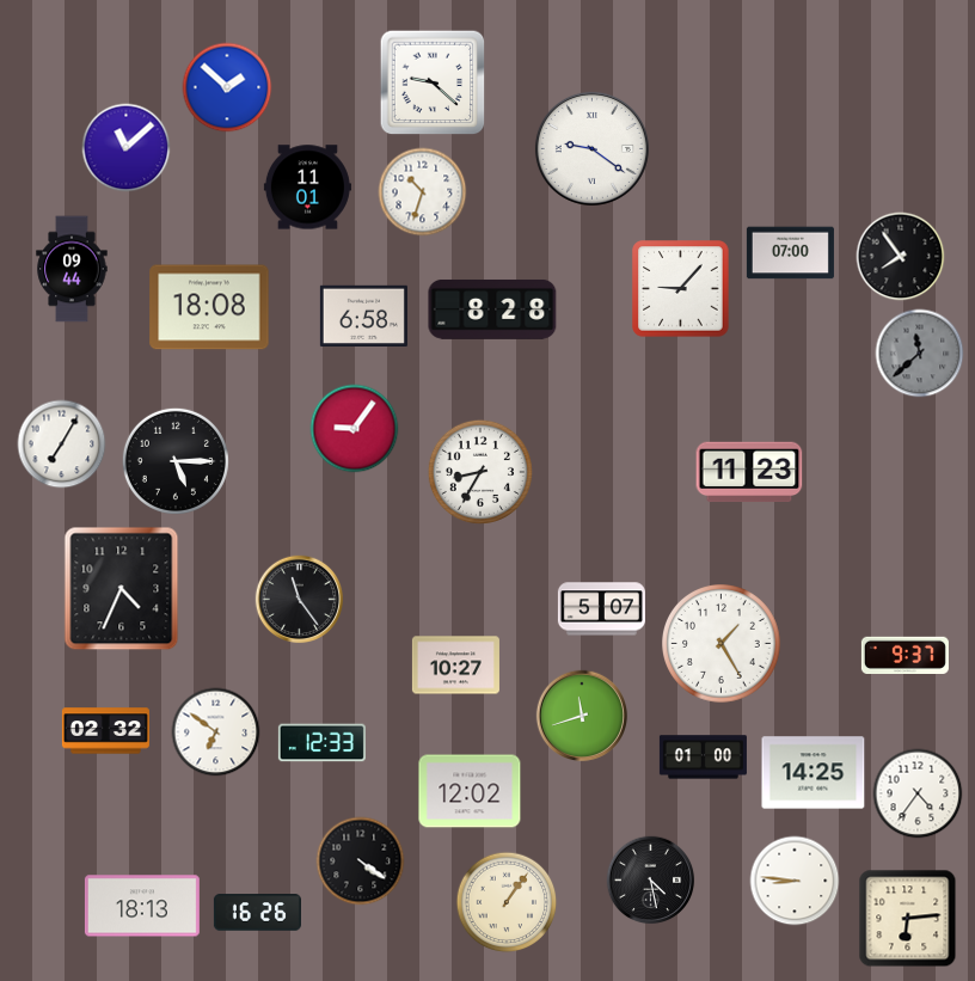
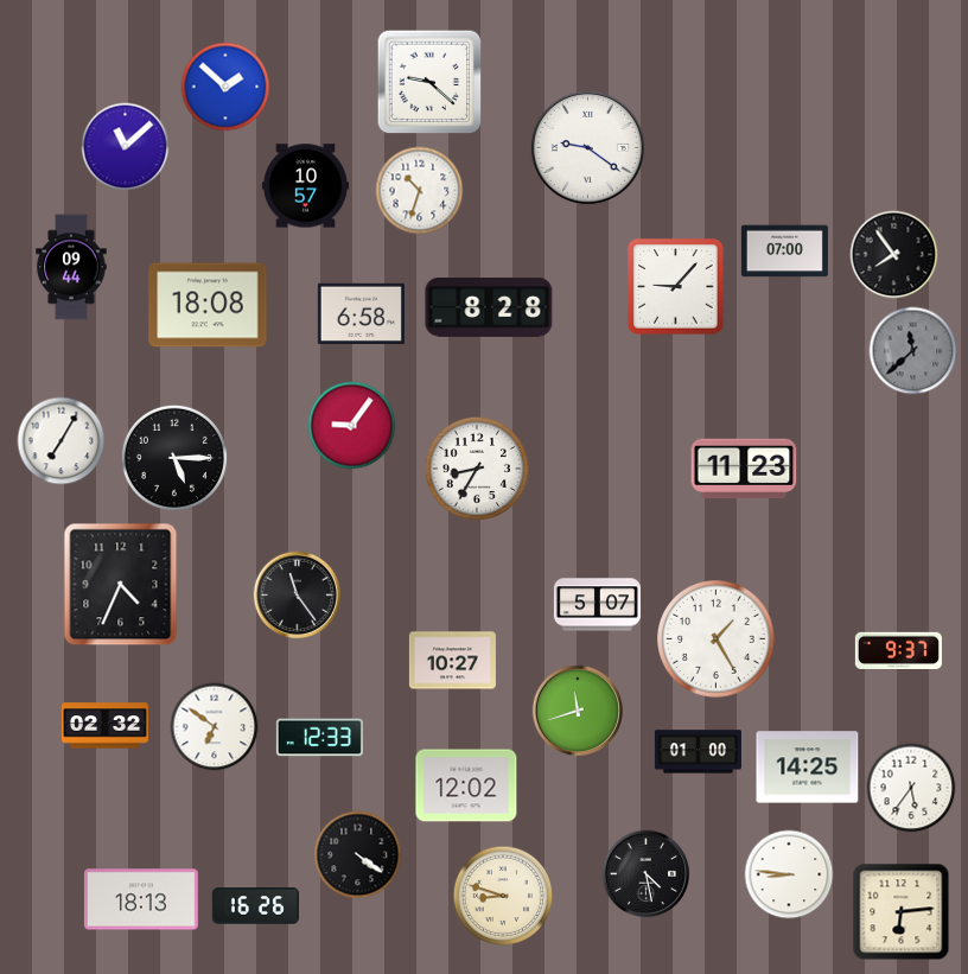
clock at (307, 188): 11:01 -> 10:57
clock at (918, 793): 4:36 -> 5:36
clock at (507, 902): 1:06 -> 8:48
